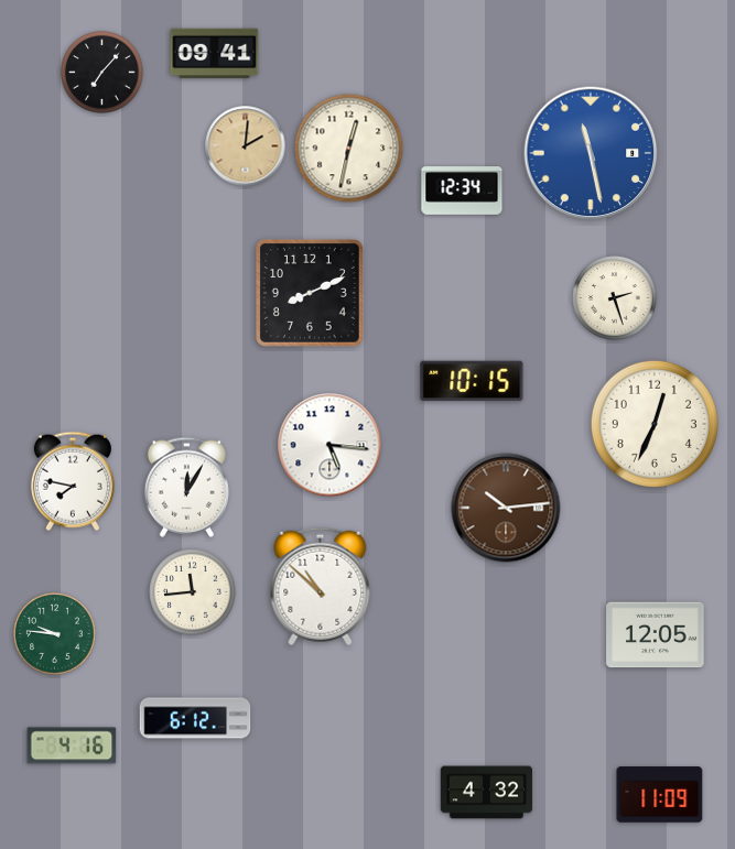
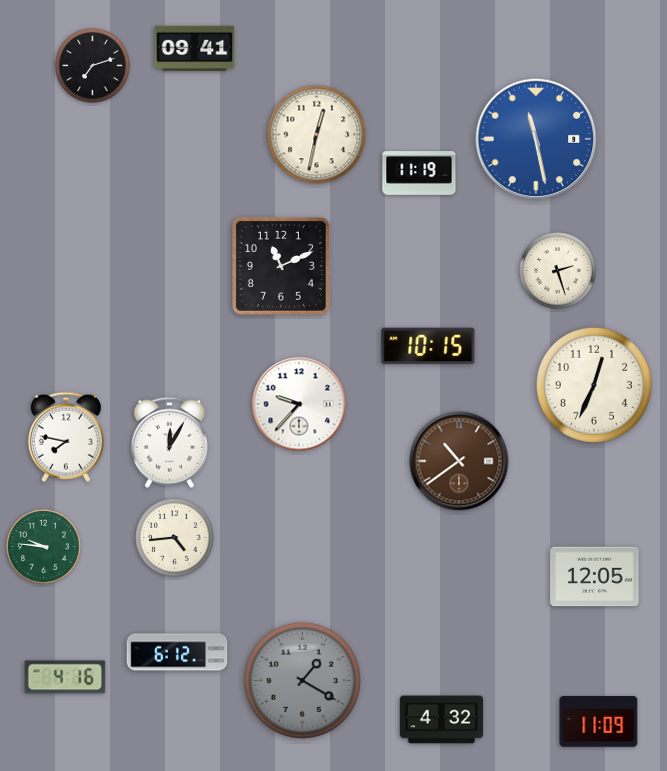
clock at (102, 73): 7:07 -> 7:12
clock at (246, 146): 2:01 -> none
clock at (462, 191): 12:34 -> 11:19
clock at (310, 293): 8:11 -> 11:11
clock at (329, 445): 5:16 -> 9:37
clock at (506, 508): 10:14 -> 10:39
clock at (321, 587): 10:52 -> none
clock at (193, 592): 11:44 -> 4:44
clock at (55, 634) position: (55, 634) -> (44, 547)
clock at (302, 680): none -> 1:20
